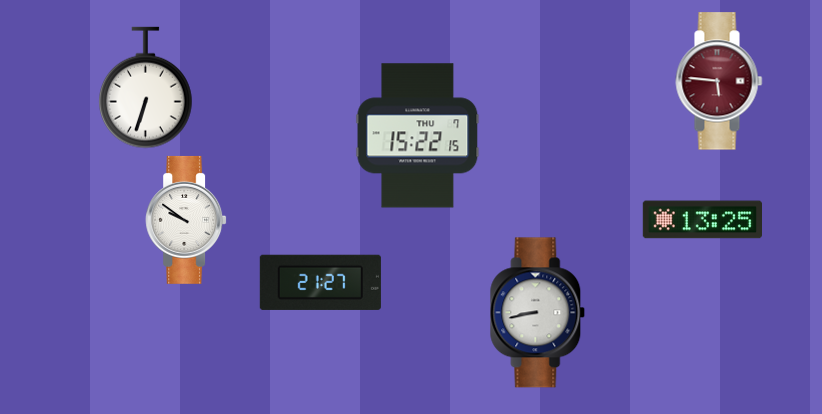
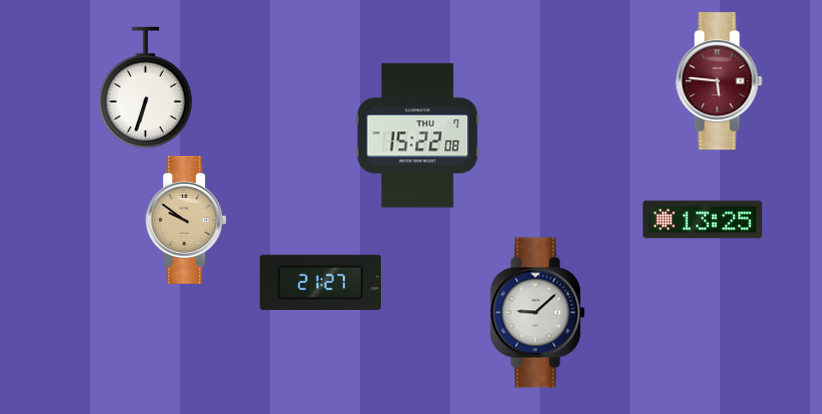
clock at (418, 136): 15:22:15 -> 15:22:08
clock at (186, 220) dial: white -> champagne
clock at (538, 313): 8:43 -> 9:08
